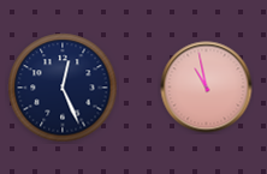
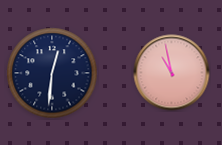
clock at (63, 88): 12:26 -> 12:31
